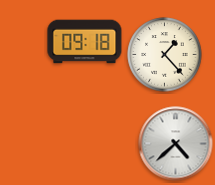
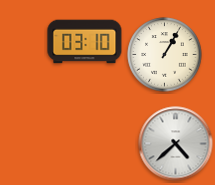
clock at (85, 42): 09:18 -> 03:10
clock at (165, 55): 1:23 -> 1:05
